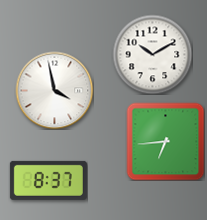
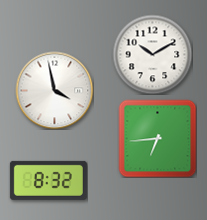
clock at (165, 141) position: (165, 141) -> (157, 138)
clock at (48, 180): 8:37 -> 8:32
